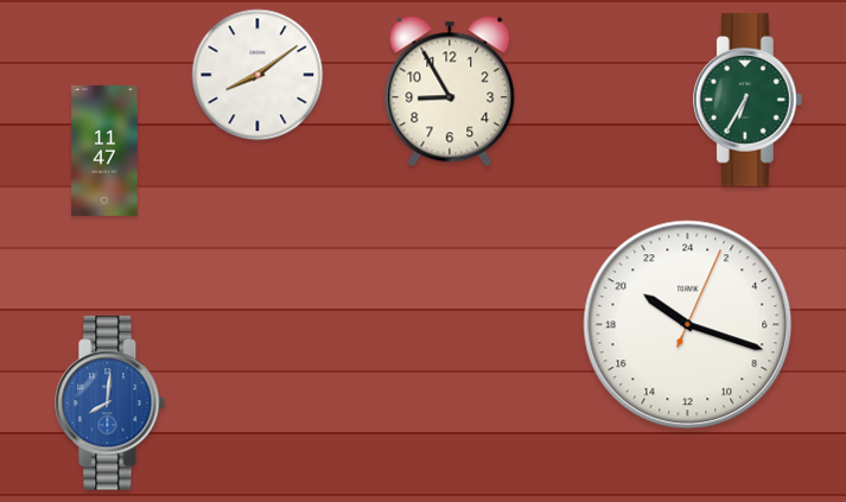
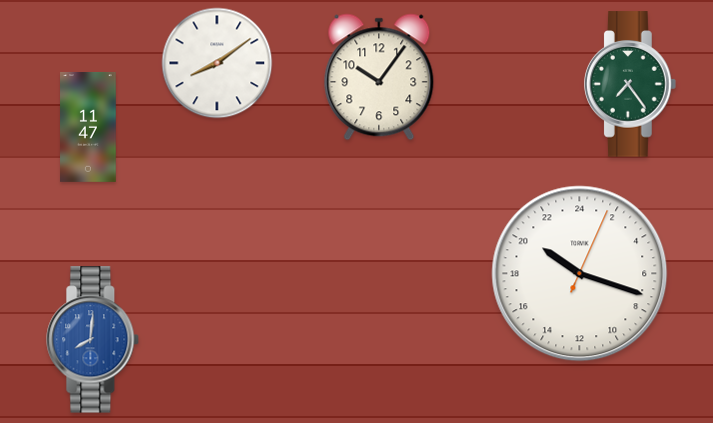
clock at (450, 91): 8:55 -> 10:06
clock at (749, 100): 6:35 -> 7:24
